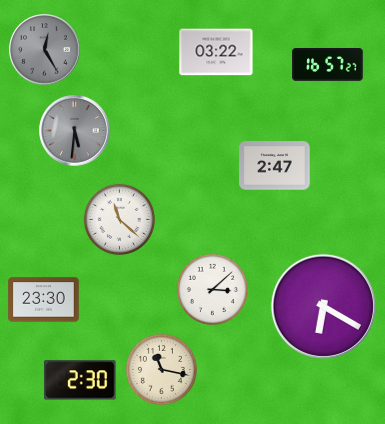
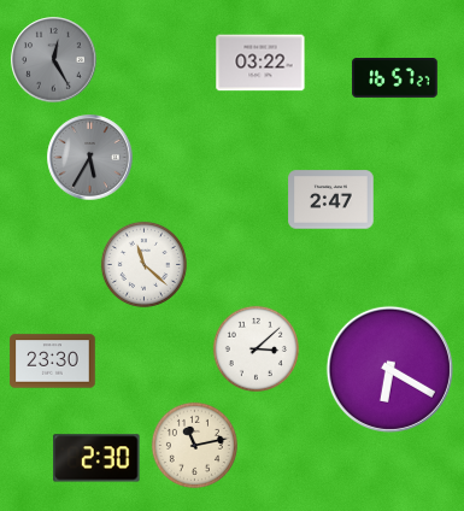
clock at (75, 131): 5:31 -> 5:35
clock at (161, 369): 11:17 -> 11:13
